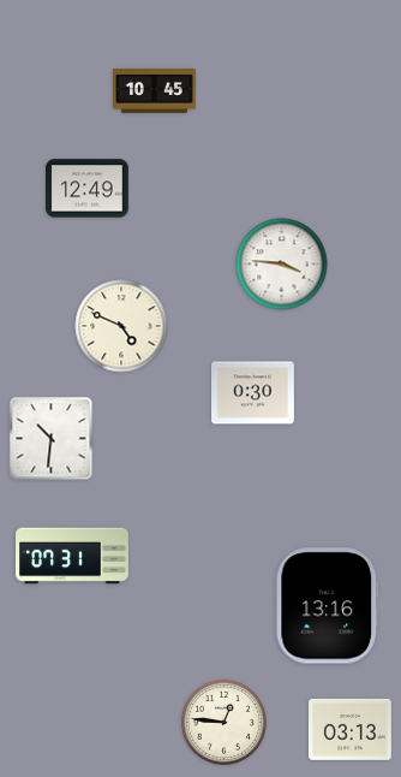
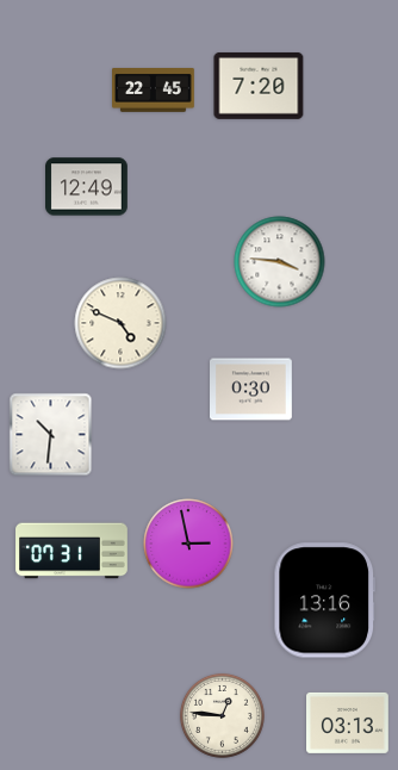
clock at (259, 86): none -> 7:20
clock at (155, 91): 10:45 -> 22:45
clock at (188, 544): none -> 2:58
